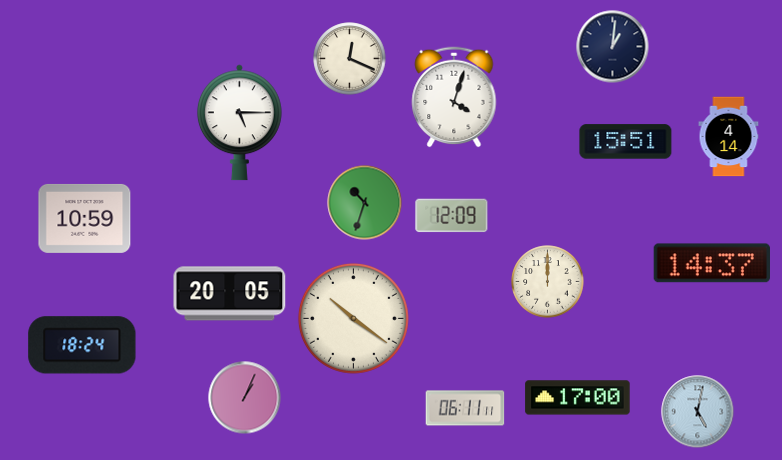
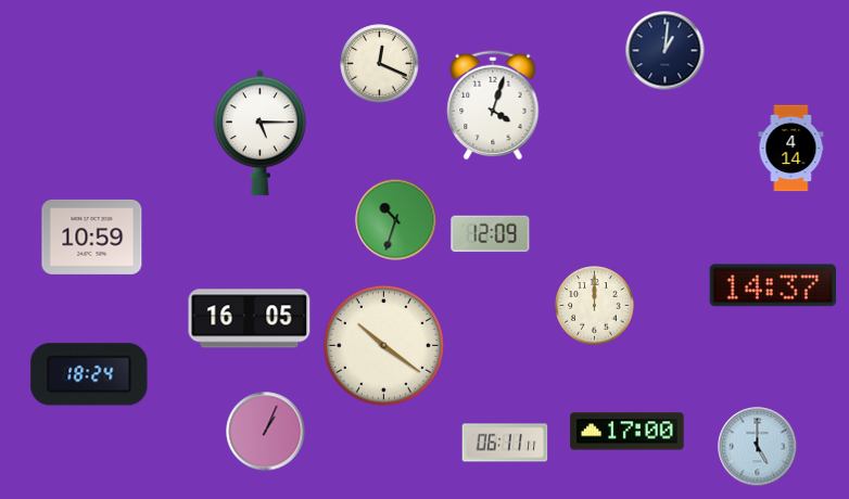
clock at (626, 142): 15:51 -> none
clock at (230, 294): 20:05 -> 16:05
clock at (698, 412): 5:02 -> 5:00
